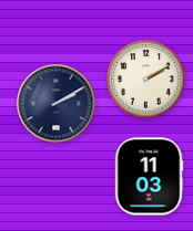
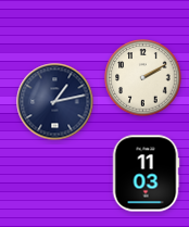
clock at (57, 104): 2:10 -> 1:13
